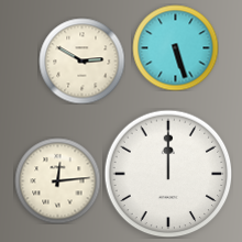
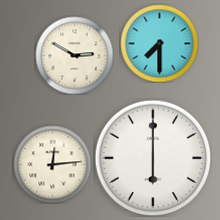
clock at (175, 47): 5:27 -> 7:30
clock at (168, 174): 12:00 -> 6:00
